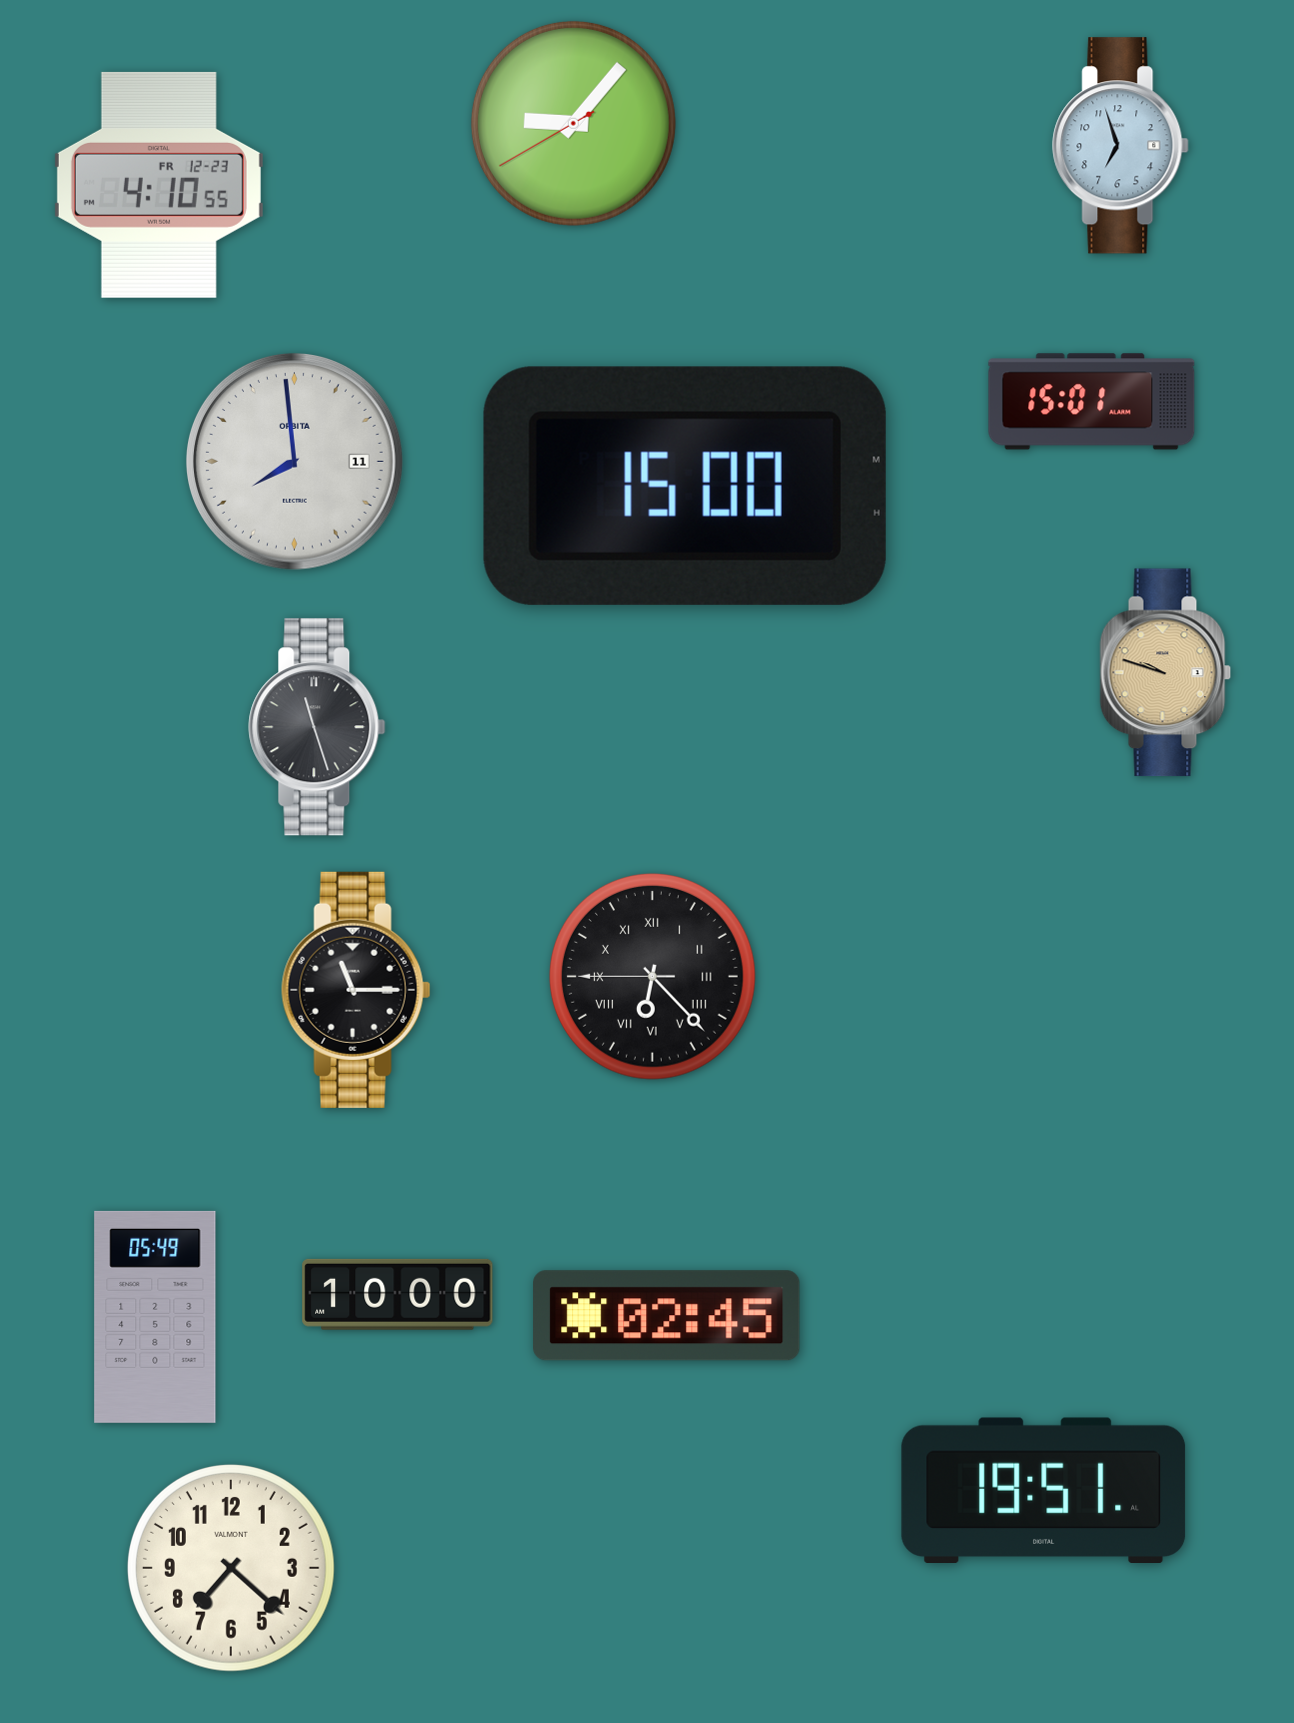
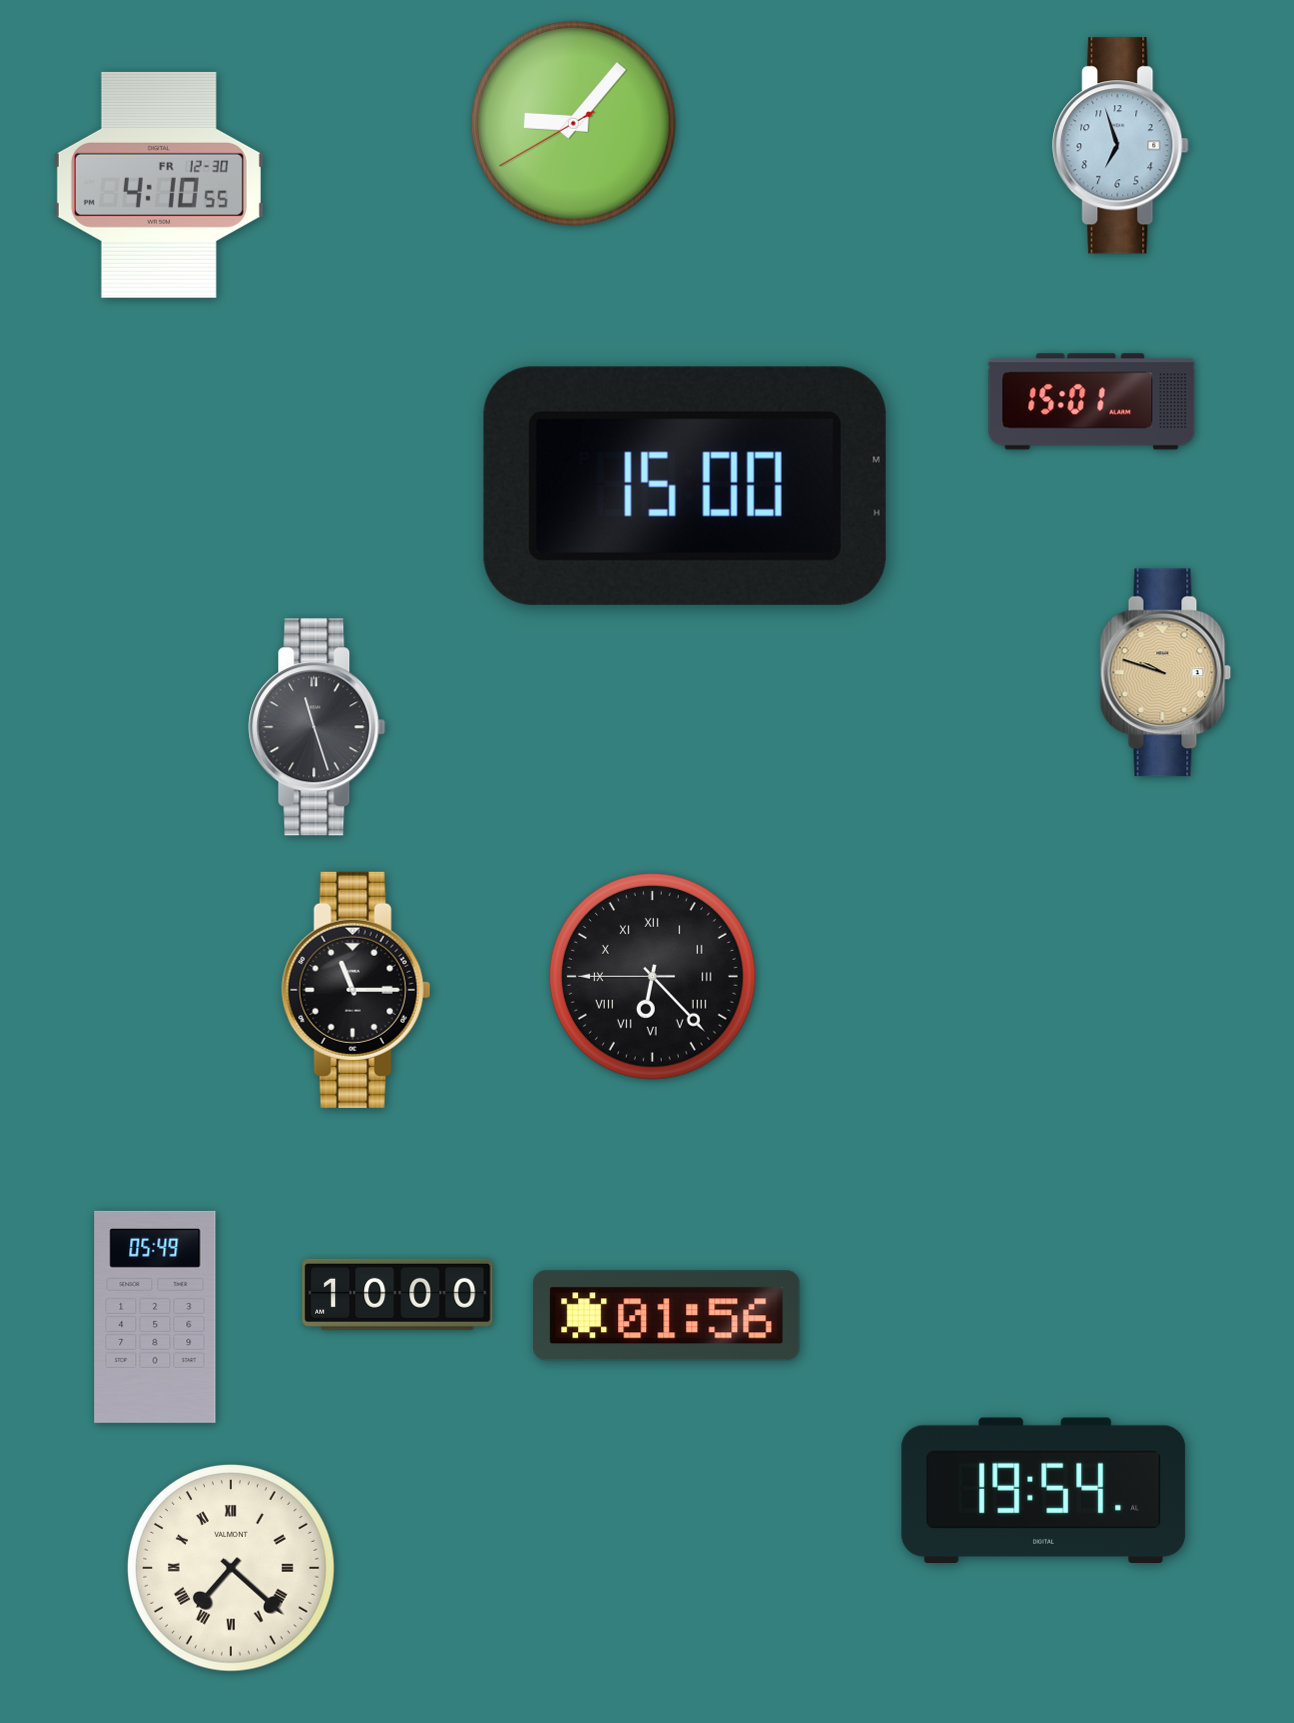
clock at (159, 185) date: FR 12-23 -> FR 12-30
clock at (294, 461): 7:59 -> none
clock at (667, 1316): 02:45 -> 01:56
clock at (1044, 1490): 19:51 -> 19:54
clock at (231, 1568) numerals: Arabic -> Roman
